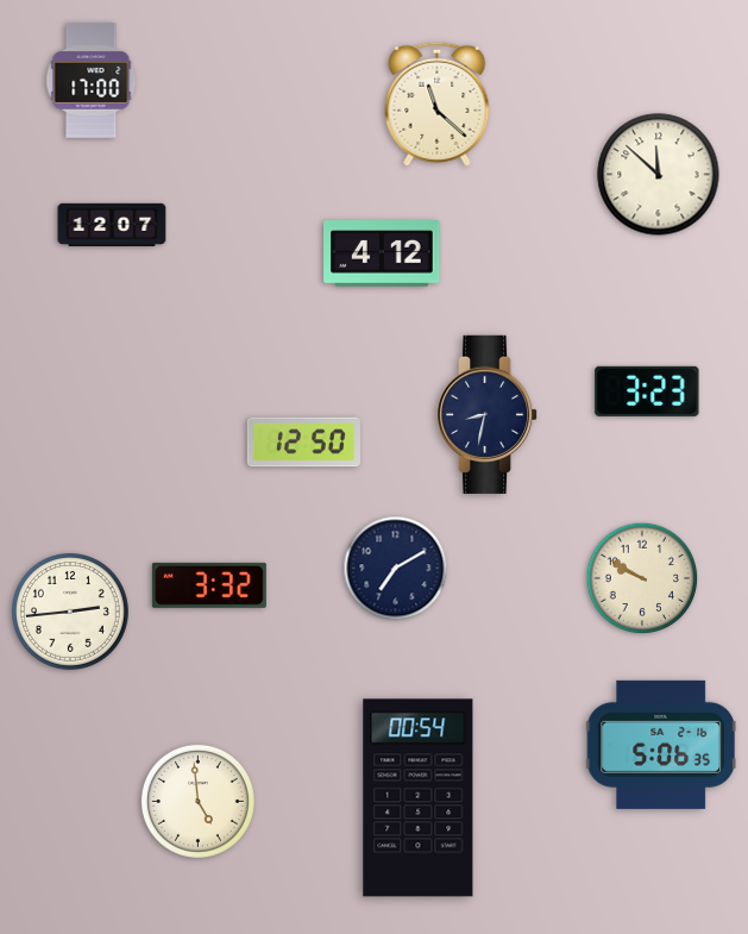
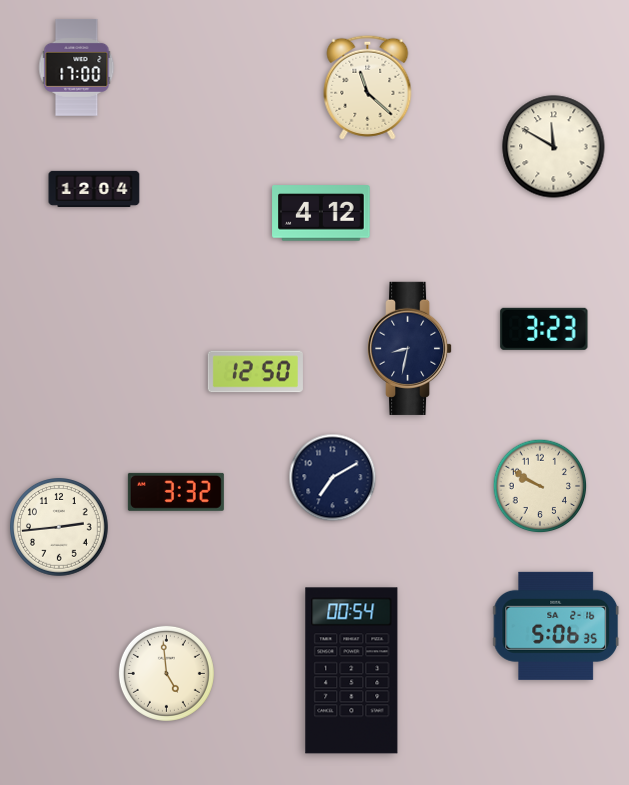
clock at (659, 175): 11:52 -> 11:50
clock at (112, 224): 12:07 -> 12:04
clock at (71, 613) position: (71, 613) -> (60, 528)
